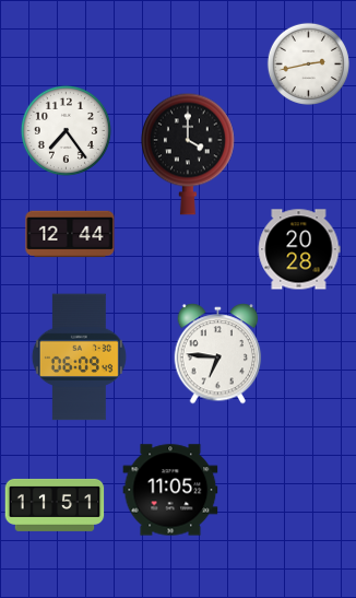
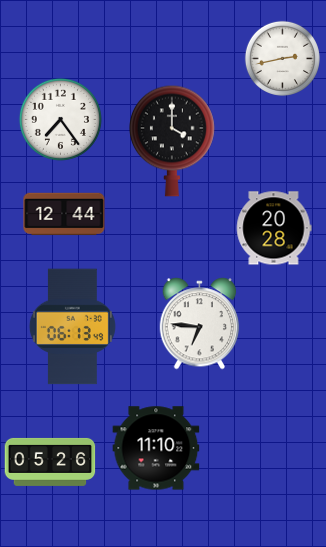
clock at (79, 357): 06:09 -> 06:13
clock at (170, 490): 11:05 -> 11:10
clock at (55, 505): 11:51 -> 05:26
